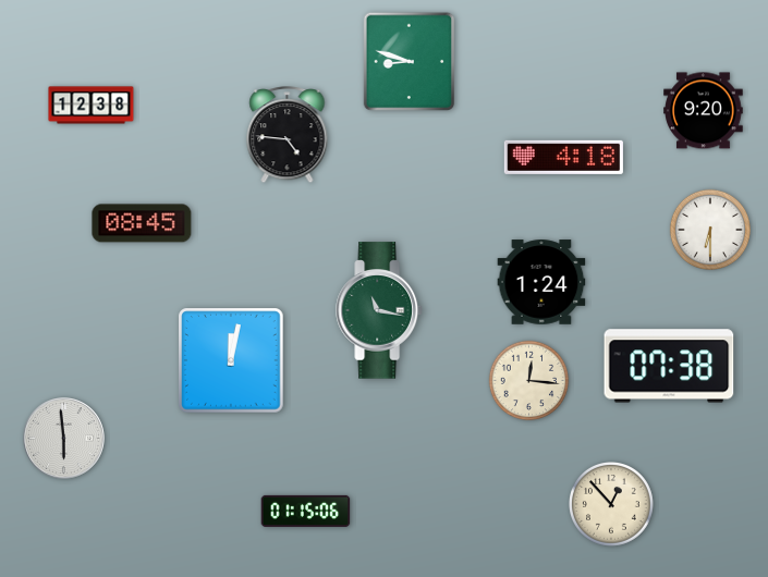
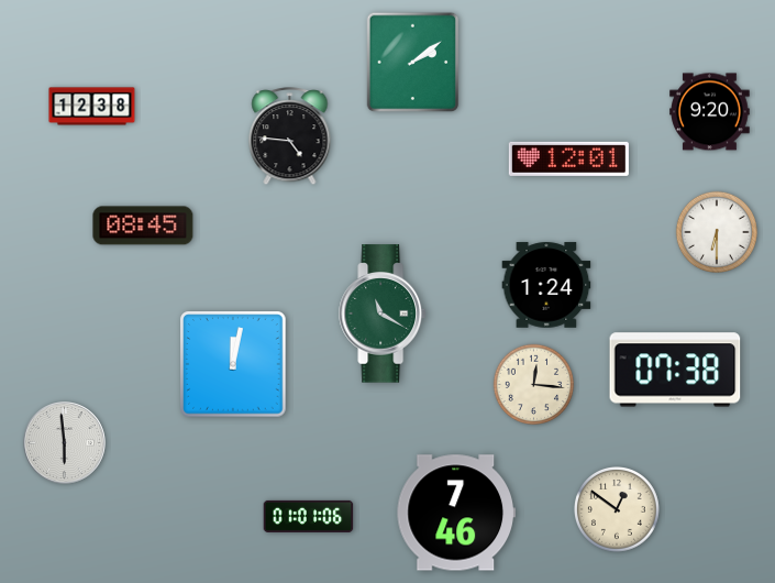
clock at (410, 62): 8:48 -> 2:09
clock at (563, 157): 4:18 -> 12:01
clock at (379, 310): 11:17 -> 11:20
clock at (612, 505): 12:53 -> 12:51
clock at (456, 513): none -> 7:46
clock at (306, 511): 01:15 -> 01:01
